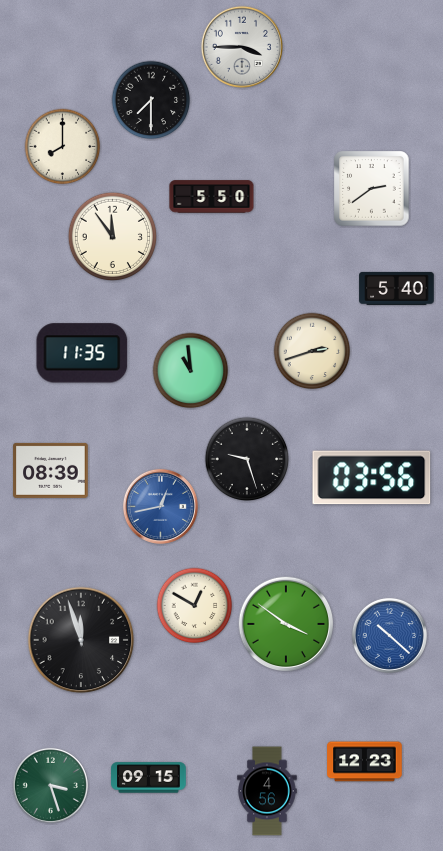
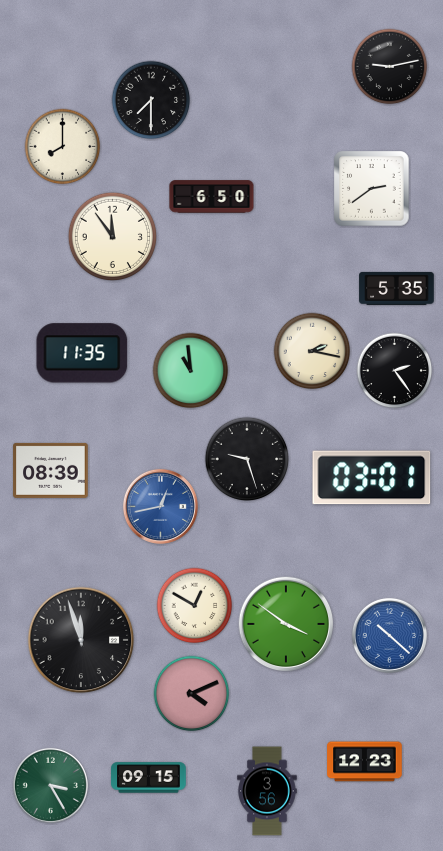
clock at (242, 47): 3:45 -> none
clock at (390, 67): none -> 9:13
clock at (212, 197): 5:50 -> 6:50
clock at (397, 288): 5:40 -> 5:35
clock at (312, 351): 2:42 -> 2:17
clock at (395, 371): none -> 2:24
clock at (372, 478): 03:56 -> 03:01
clock at (192, 694): none -> 4:11
clock at (50, 785): 3:27 -> 3:25
clock at (267, 791): 4:56 -> 3:56
